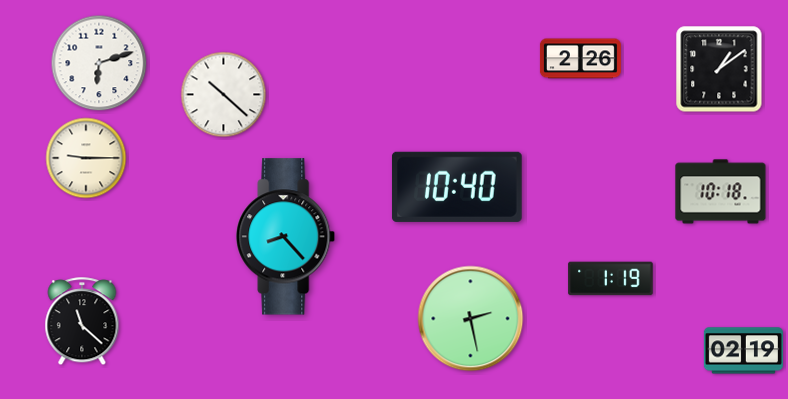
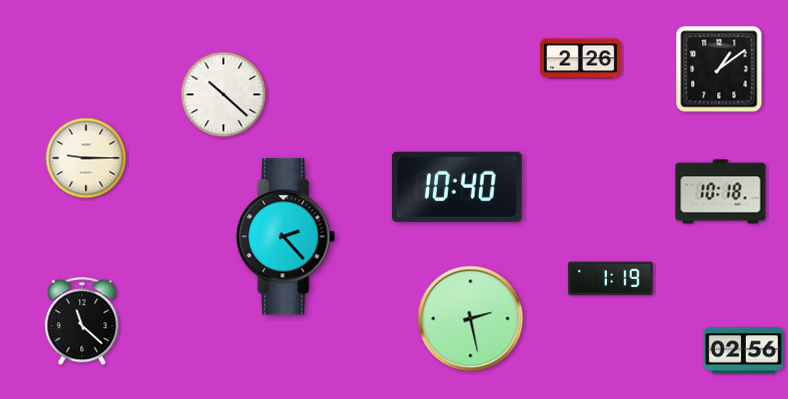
clock at (99, 63): 6:12 -> none
clock at (286, 237): 8:23 -> 2:23
clock at (743, 351): 02:19 -> 02:56
